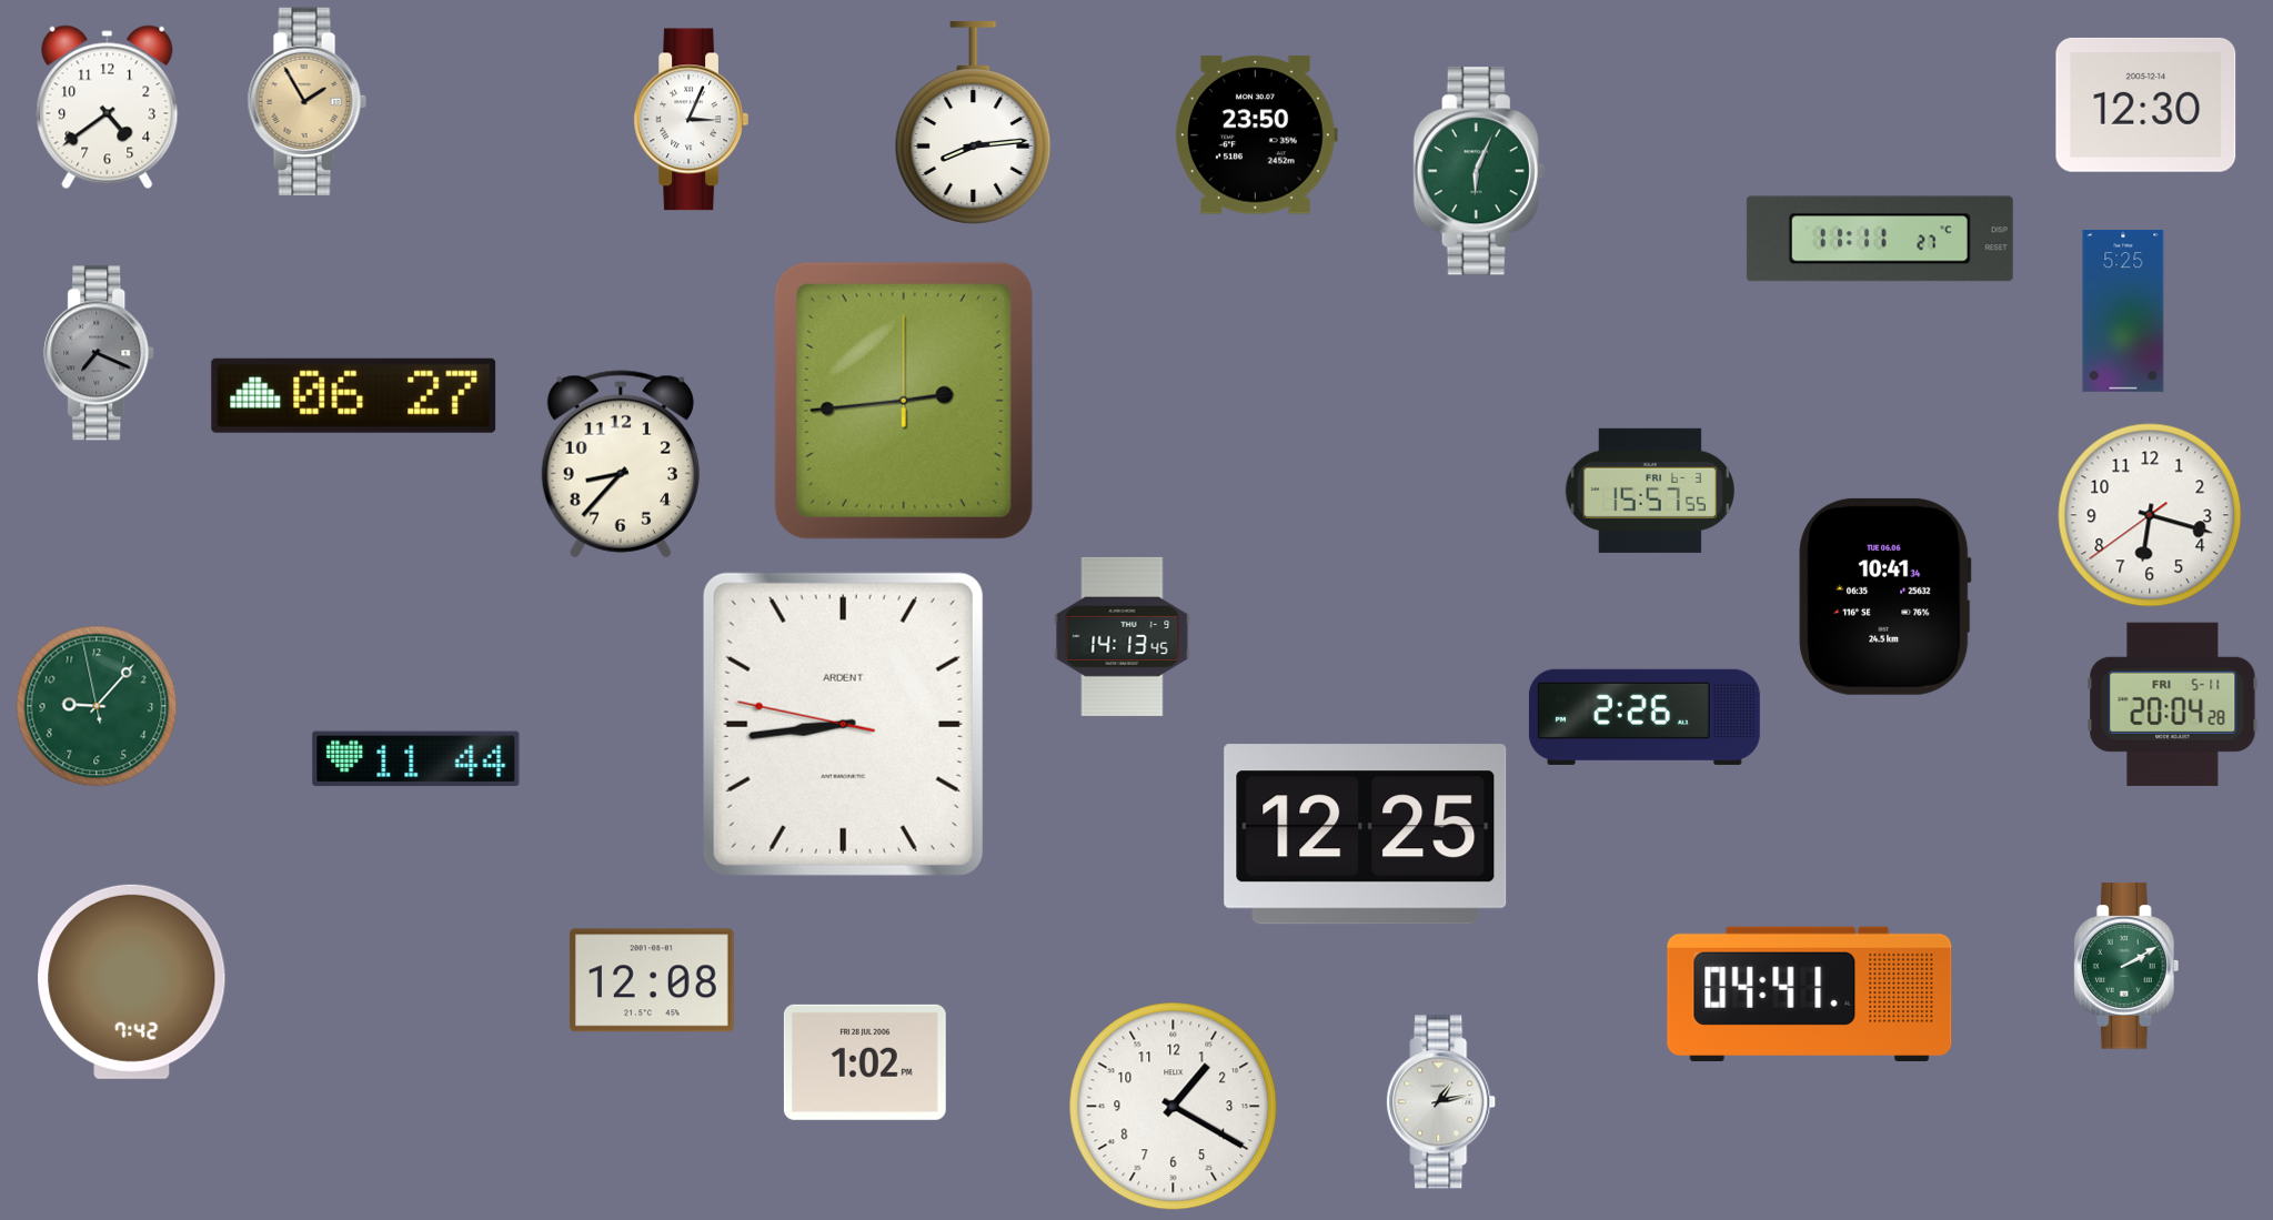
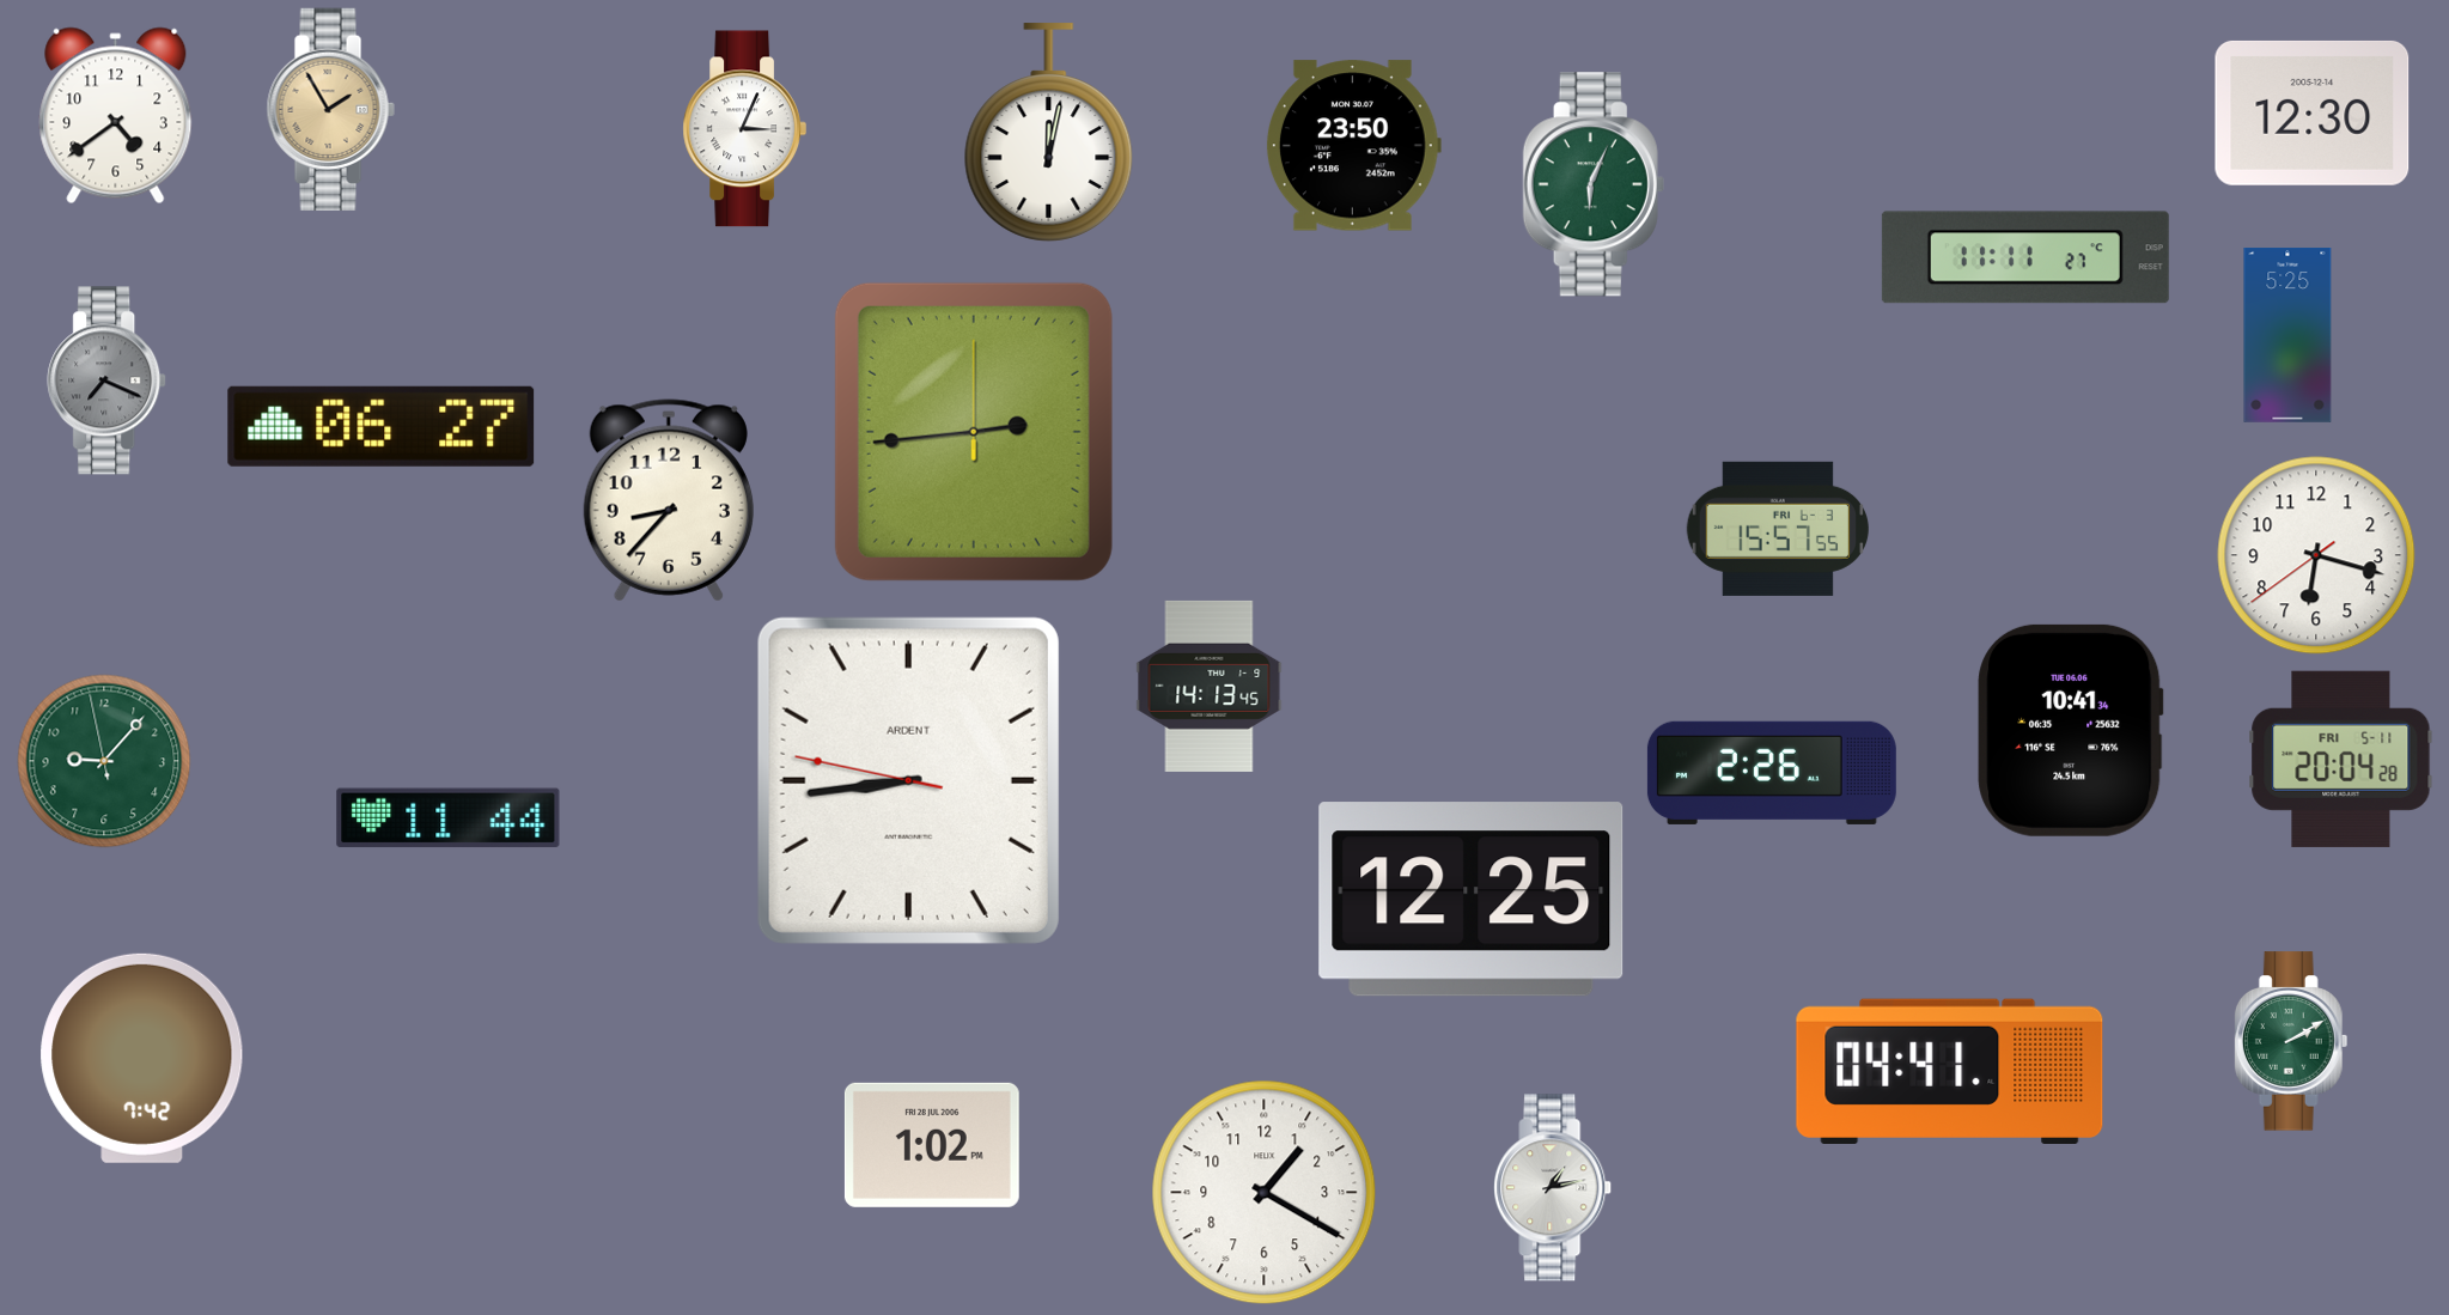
clock at (974, 123): 8:14 -> 12:02
clock at (1885, 596) position: (1885, 596) -> (2071, 730)
clock at (652, 980): 12:08 -> none
